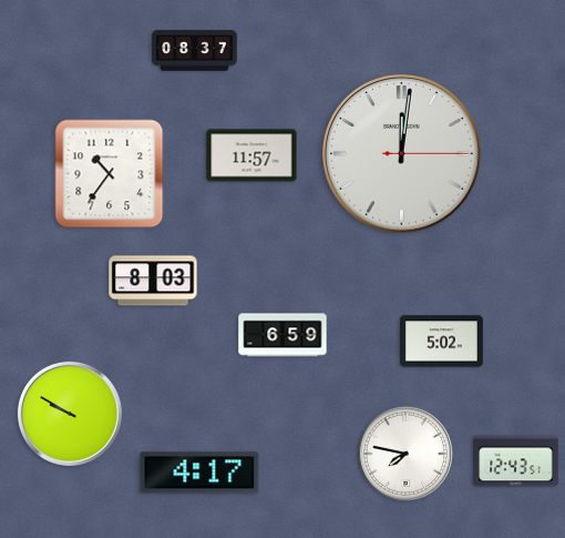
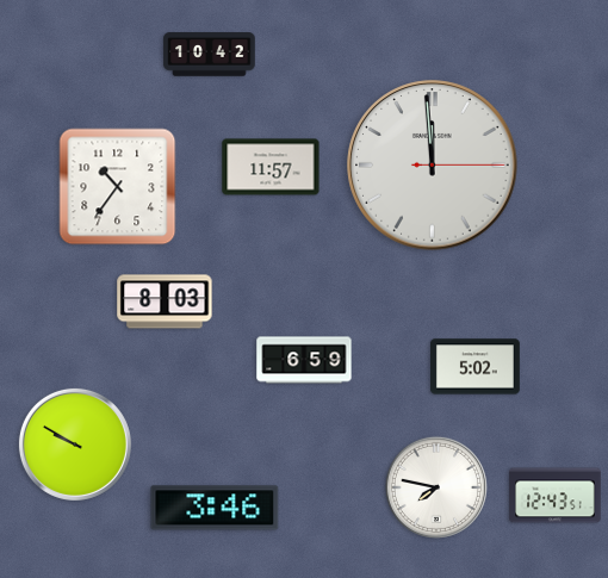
clock at (195, 51): 08:37 -> 10:42
clock at (402, 154): 12:01 -> 11:59
clock at (199, 473): 4:17 -> 3:46
